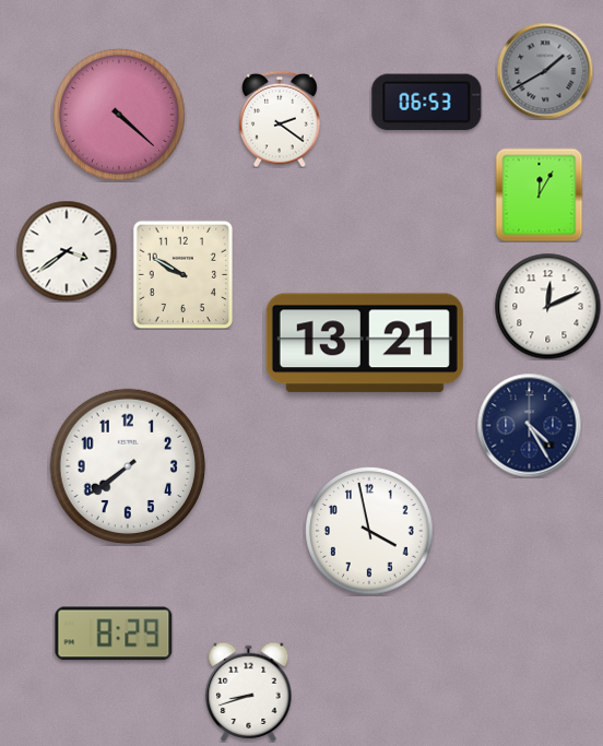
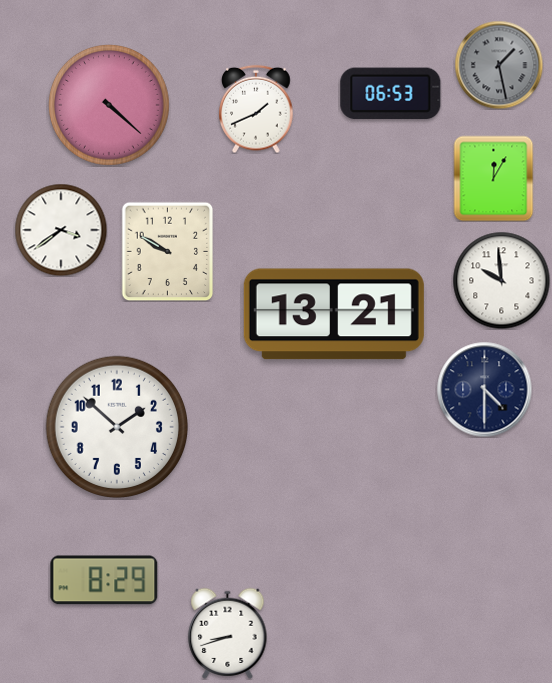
clock at (545, 71): 1:40 -> 1:28
clock at (280, 119): 2:21 -> 1:41
clock at (547, 306): 12:11 -> 9:59
clock at (529, 425): 4:25 -> 4:30
clock at (127, 465): 7:39 -> 1:52
clock at (370, 532): 3:58 -> none
